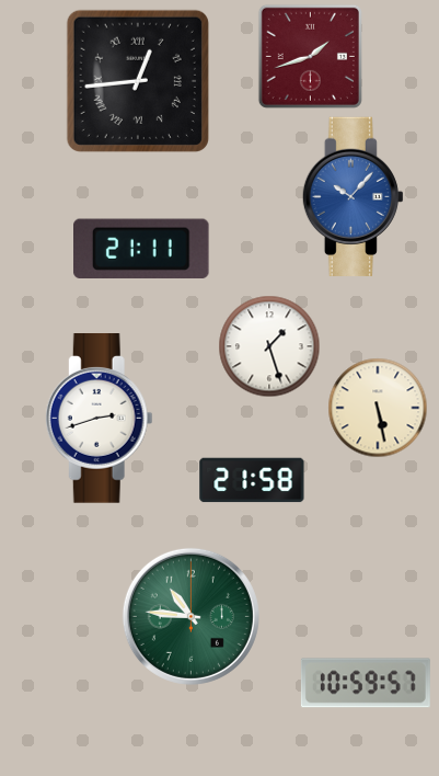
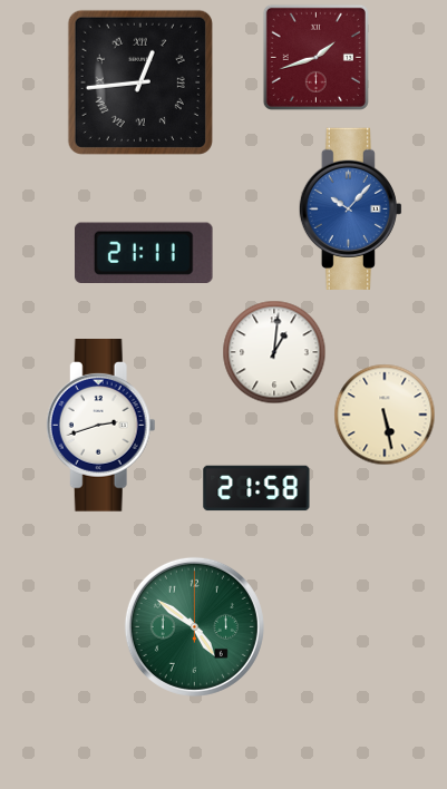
clock at (353, 196) position: (353, 196) -> (350, 208)
clock at (269, 346): 1:27 -> 1:01
clock at (190, 616): 10:46 -> 4:51
clock at (366, 683): 10:59 -> none
